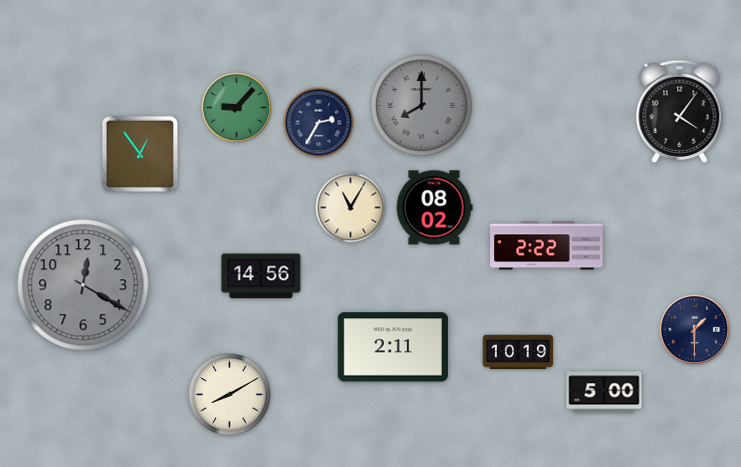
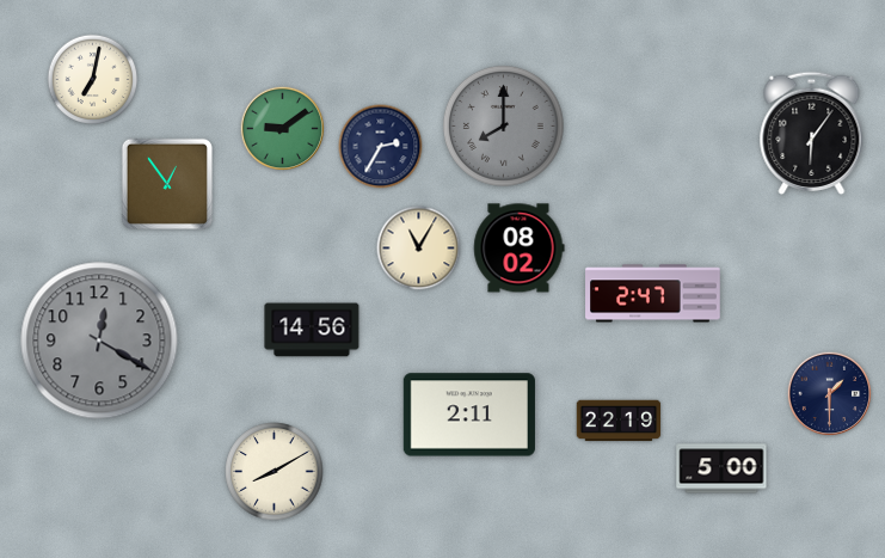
clock at (93, 80): none -> 7:02
clock at (237, 108): 9:07 -> 9:09
clock at (680, 111): 4:06 -> 6:06
clock at (547, 246): 2:22 -> 2:47
clock at (518, 352): 10:19 -> 22:19
